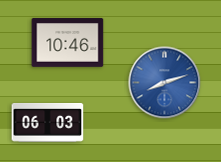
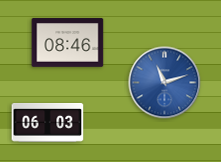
clock at (68, 43): 10:46 -> 08:46
clock at (165, 83): 8:12 -> 11:12
